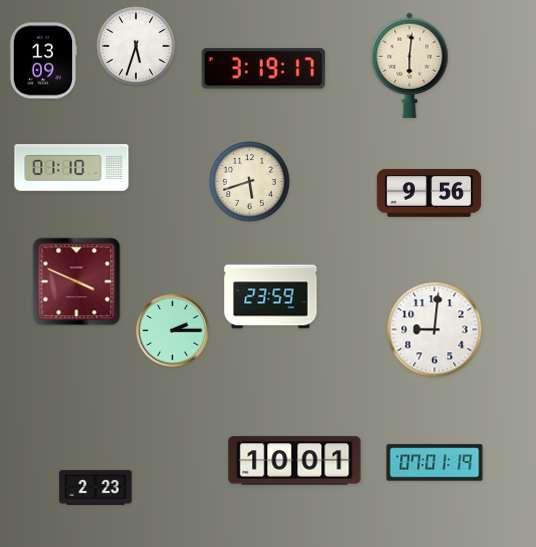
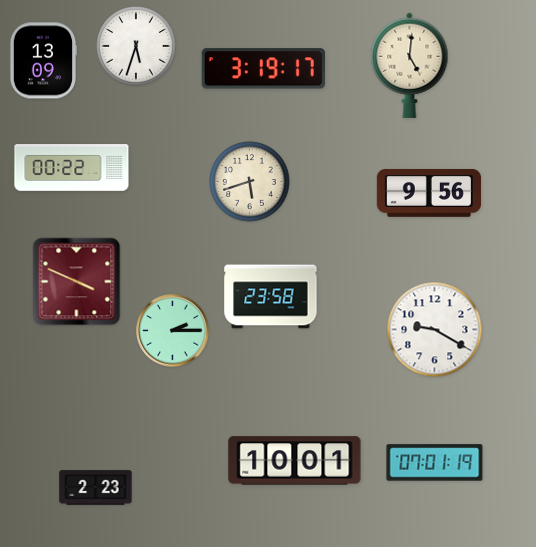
clock at (410, 65): 6:01 -> 5:01
clock at (72, 168): 01:10 -> 00:22
clock at (271, 297): 23:59 -> 23:58
clock at (435, 330): 9:01 -> 9:20
